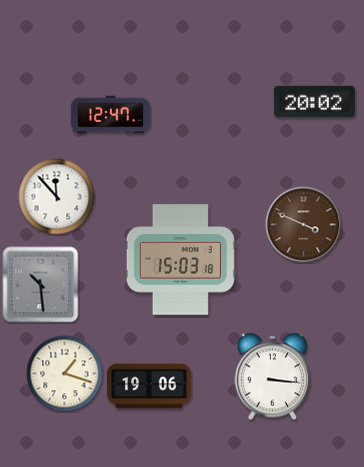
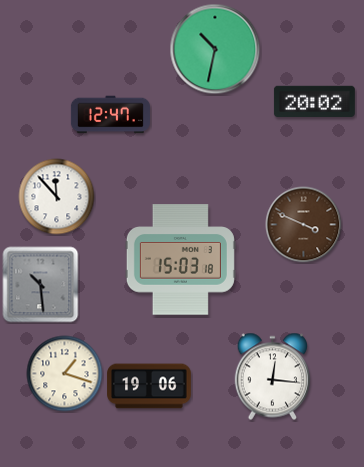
clock at (215, 49): none -> 10:32
clock at (272, 377): 3:16 -> 12:16
